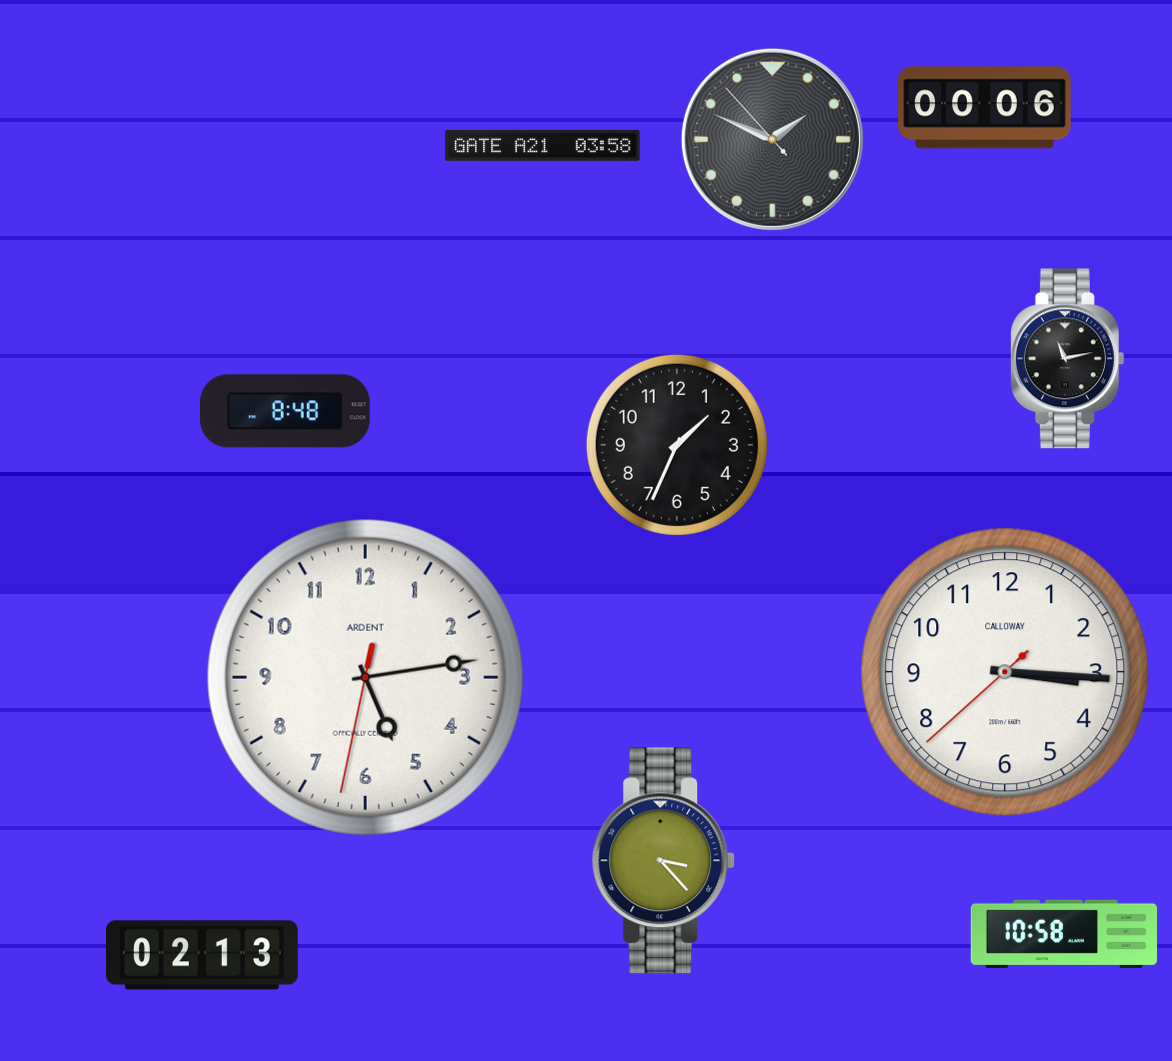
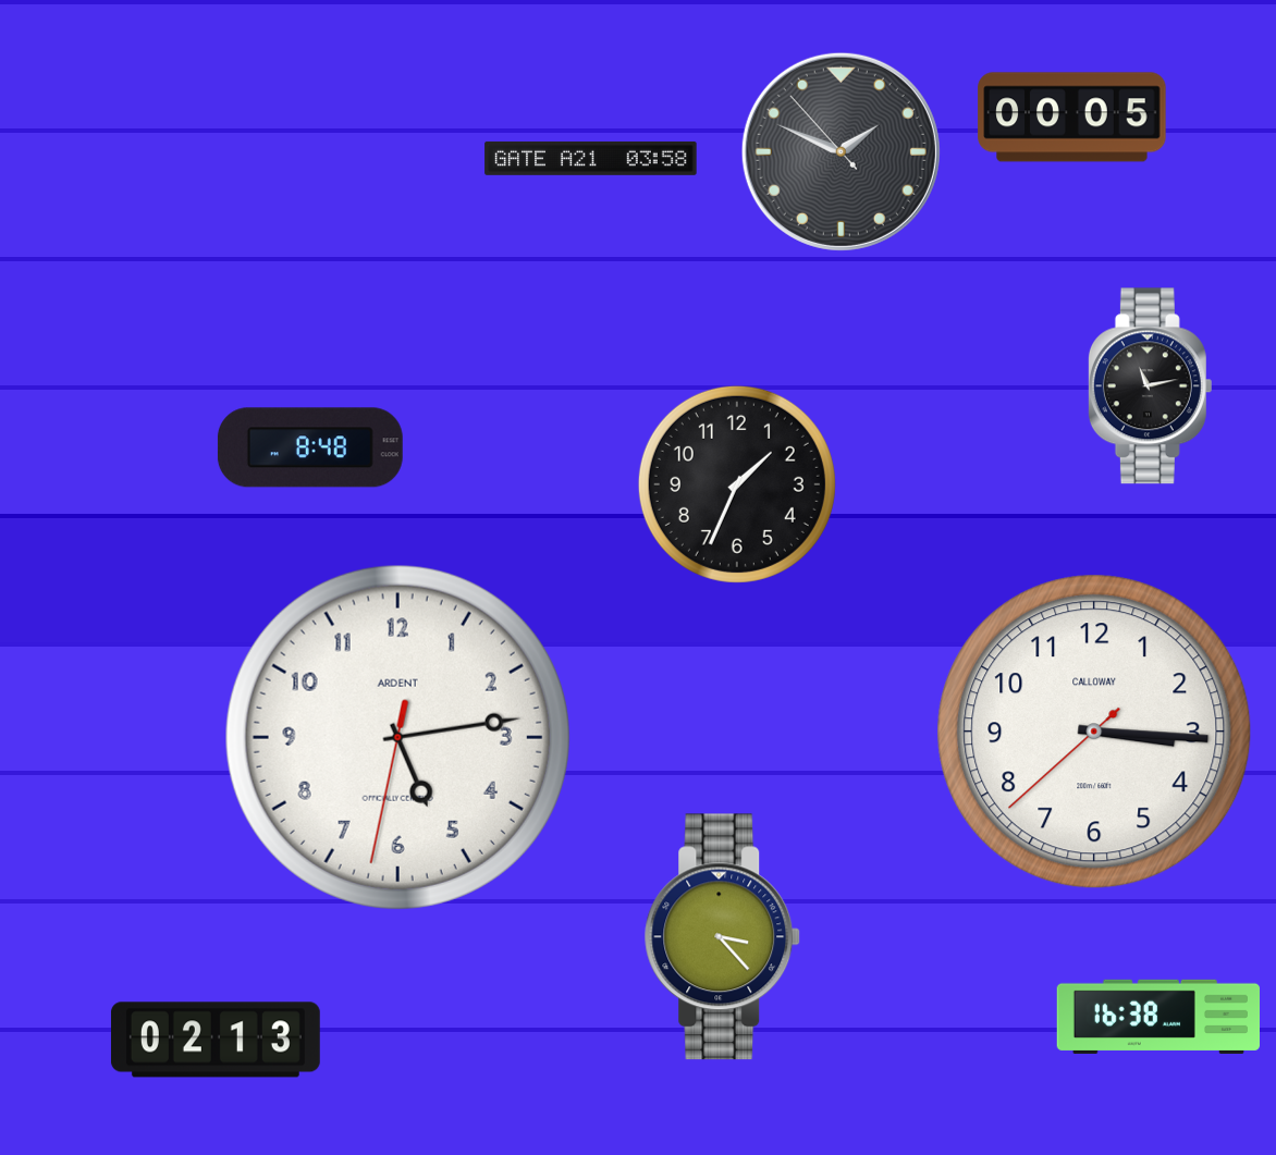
clock at (985, 108): 00:06 -> 00:05
clock at (1067, 359) position: (1067, 359) -> (1150, 386)
clock at (1063, 934): 10:58 -> 16:38
clock at (202, 955) position: (202, 955) -> (216, 1040)
